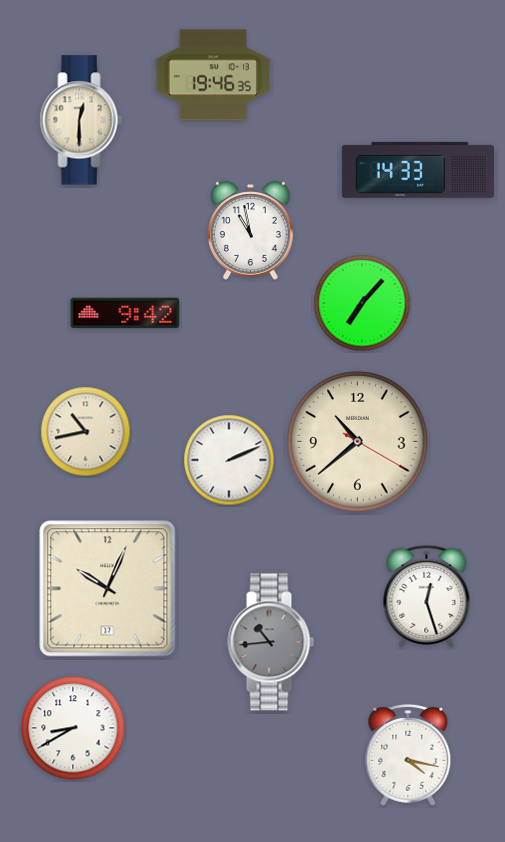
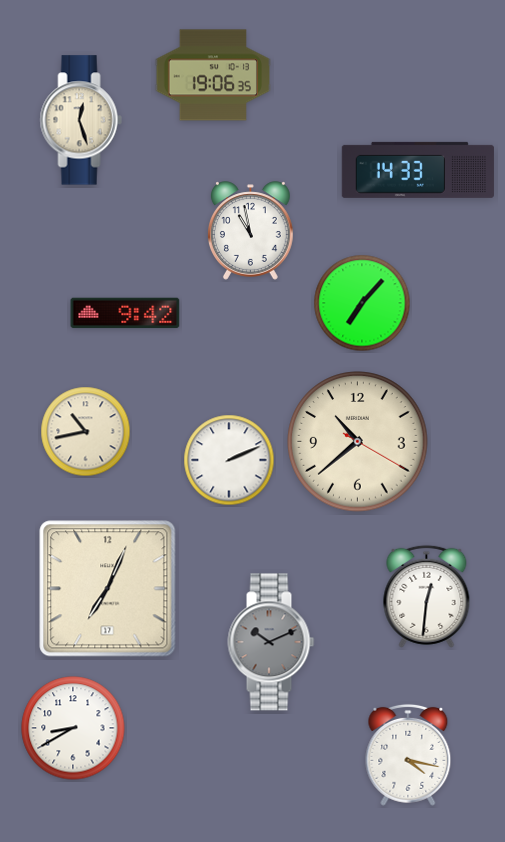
clock at (212, 75): 19:46 -> 19:06
clock at (81, 120): 12:30 -> 12:27
clock at (108, 589): 10:04 -> 7:04
clock at (427, 596): 12:27 -> 12:31
clock at (271, 642): 10:44 -> 10:11
